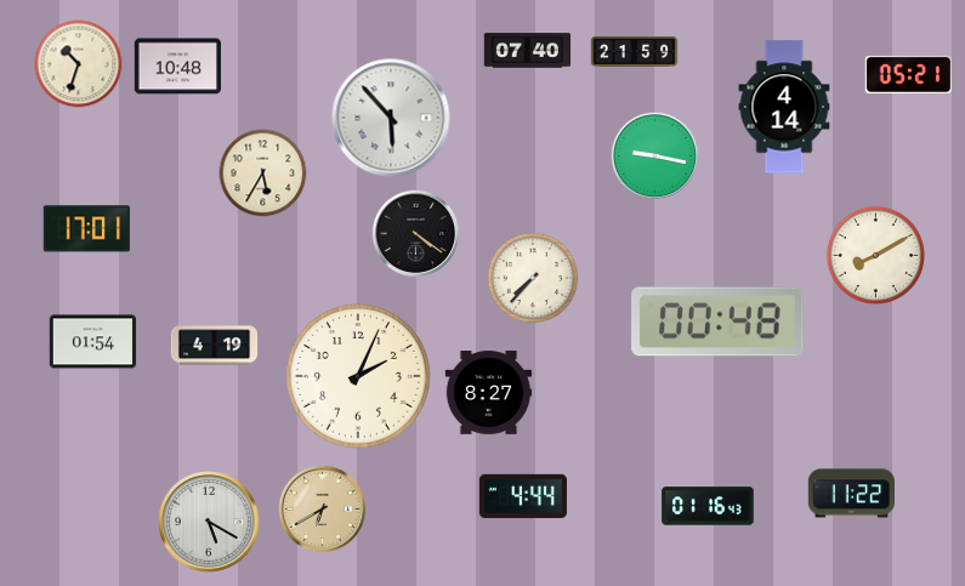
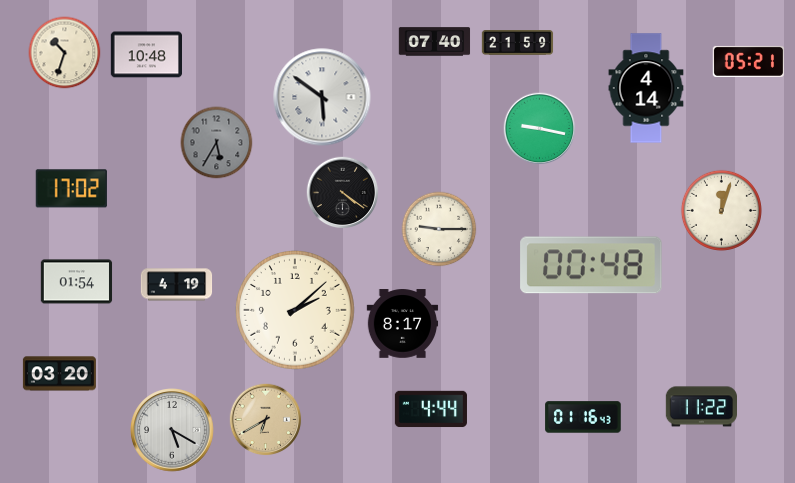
clock at (635, 52) position: (635, 52) -> (518, 43)
clock at (391, 118): 5:53 -> 5:51
clock at (263, 173) dial: cream -> grey
clock at (86, 229): 17:01 -> 17:02
clock at (875, 255): 8:10 -> 12:03
clock at (533, 278): 7:37 -> 9:15
clock at (359, 377): 2:04 -> 2:08
clock at (489, 393): 8:27 -> 8:17
clock at (59, 374): none -> 03:20
